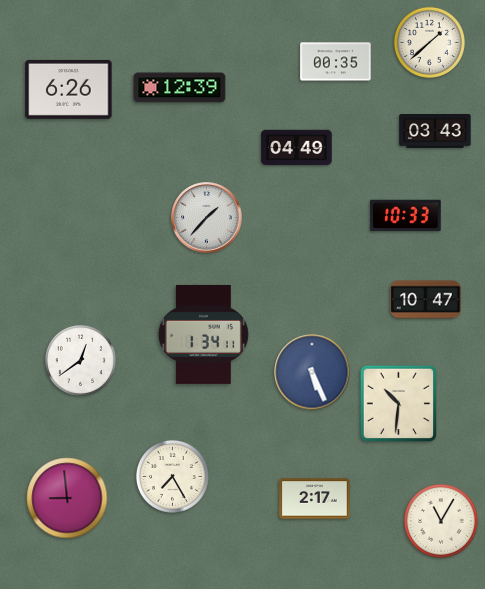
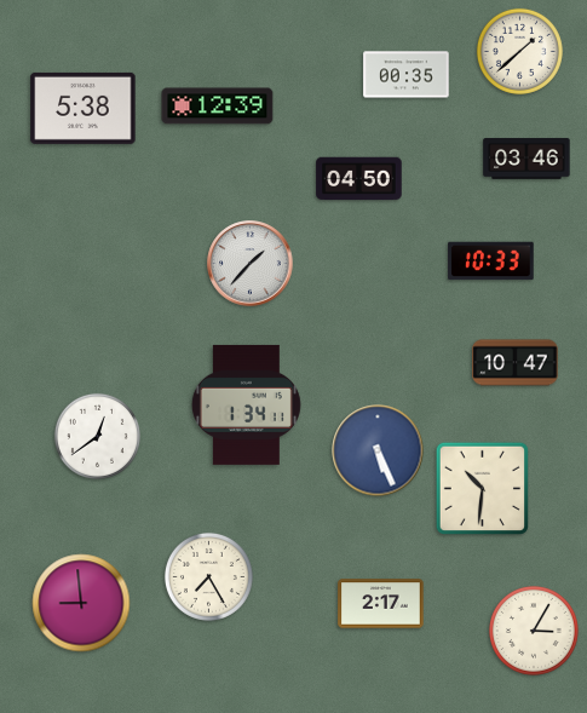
clock at (69, 89): 6:26 -> 5:38
clock at (435, 132): 03:43 -> 03:46
clock at (297, 148): 04:49 -> 04:50
clock at (442, 522): 11:05 -> 3:05
